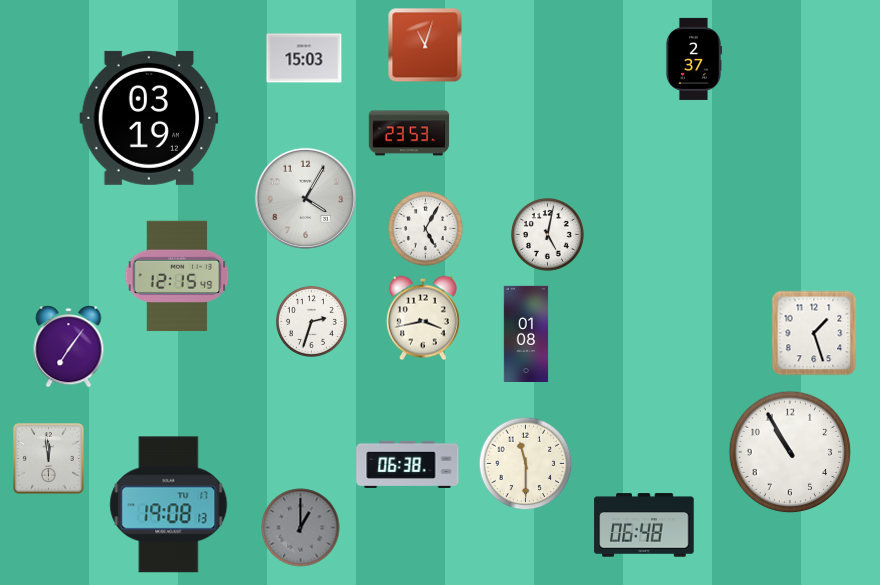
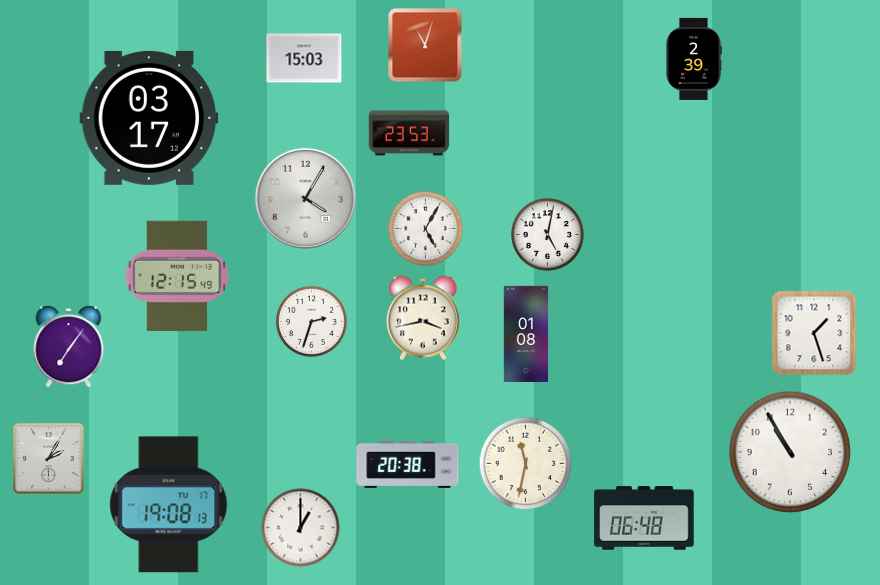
clock at (693, 59): 2:37 -> 2:39
clock at (149, 118): 03:19 -> 03:17
clock at (49, 459): 11:59 -> 2:05
clock at (408, 464): 06:38 -> 20:38
clock at (526, 464): 11:30 -> 11:32
clock at (644, 525) position: (644, 525) -> (644, 518)
clock at (301, 528) dial: grey -> white
